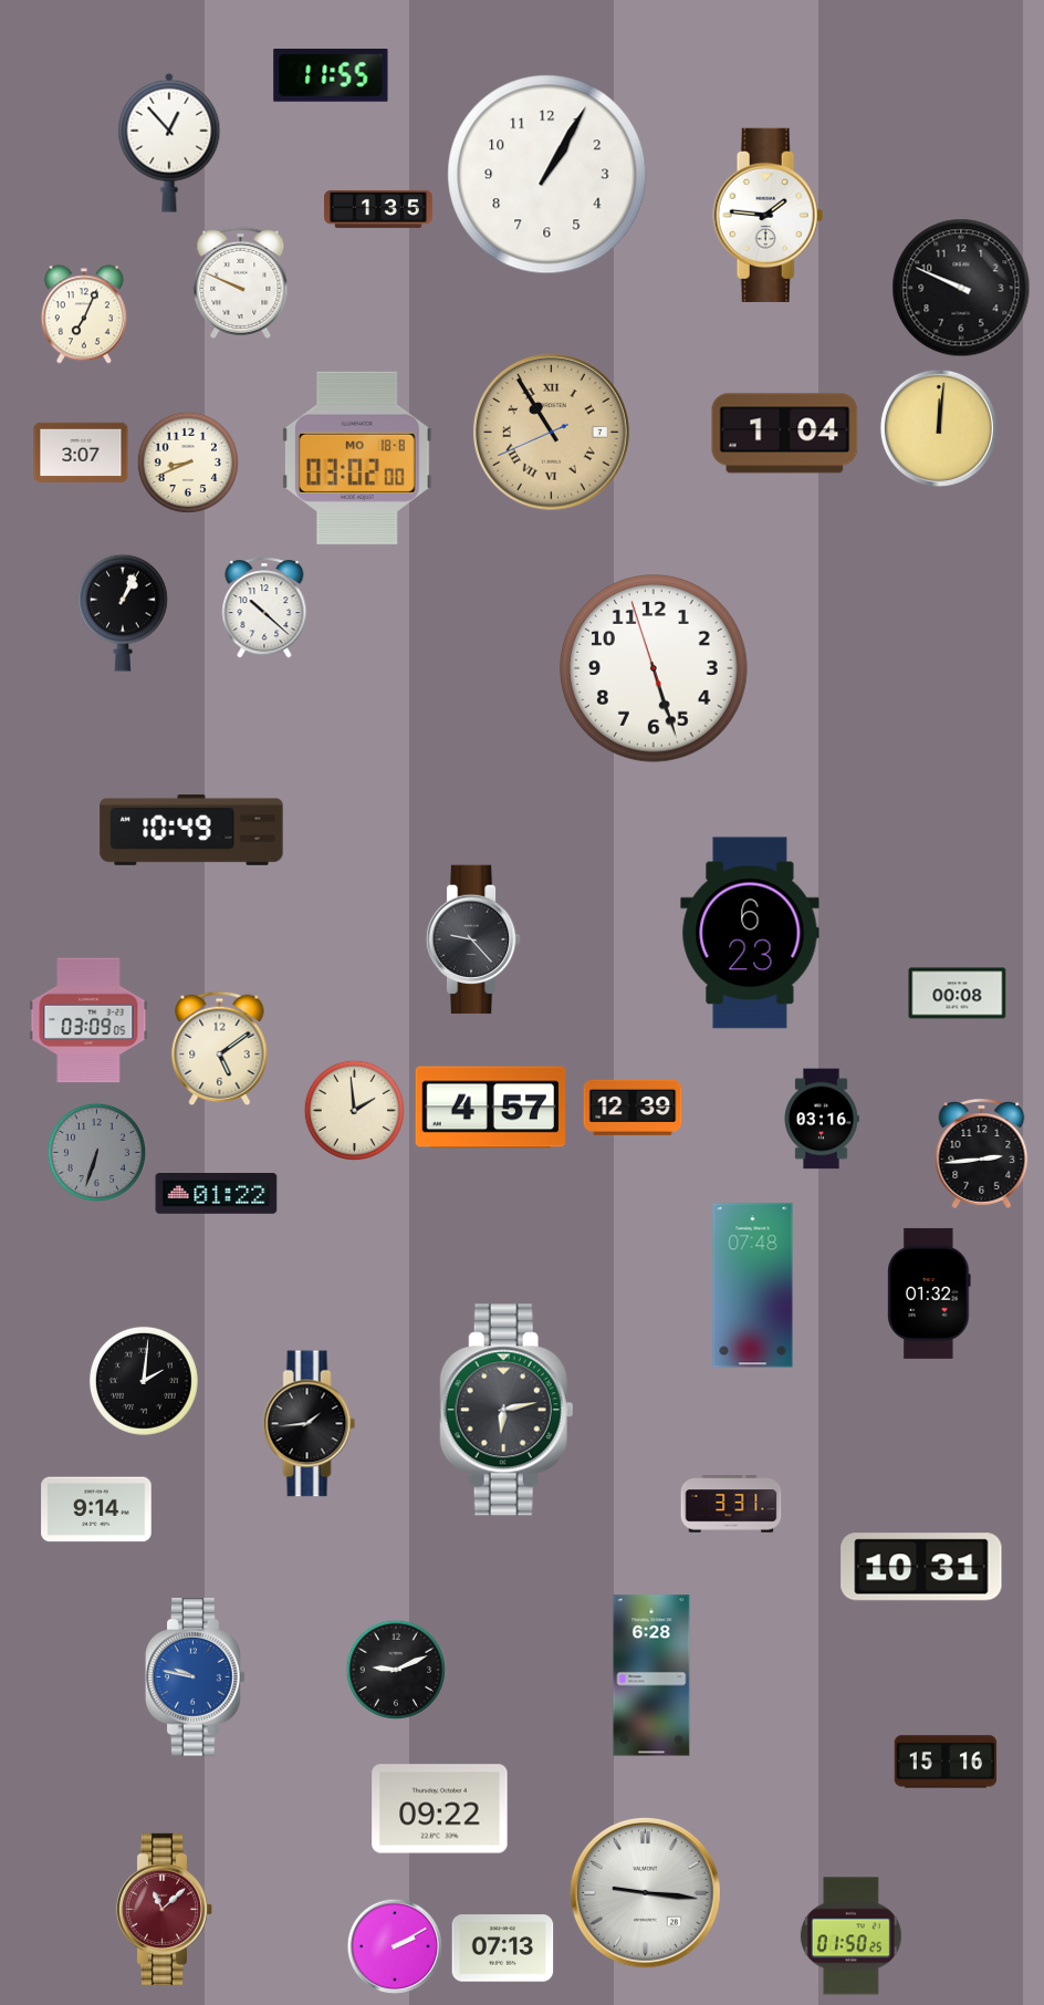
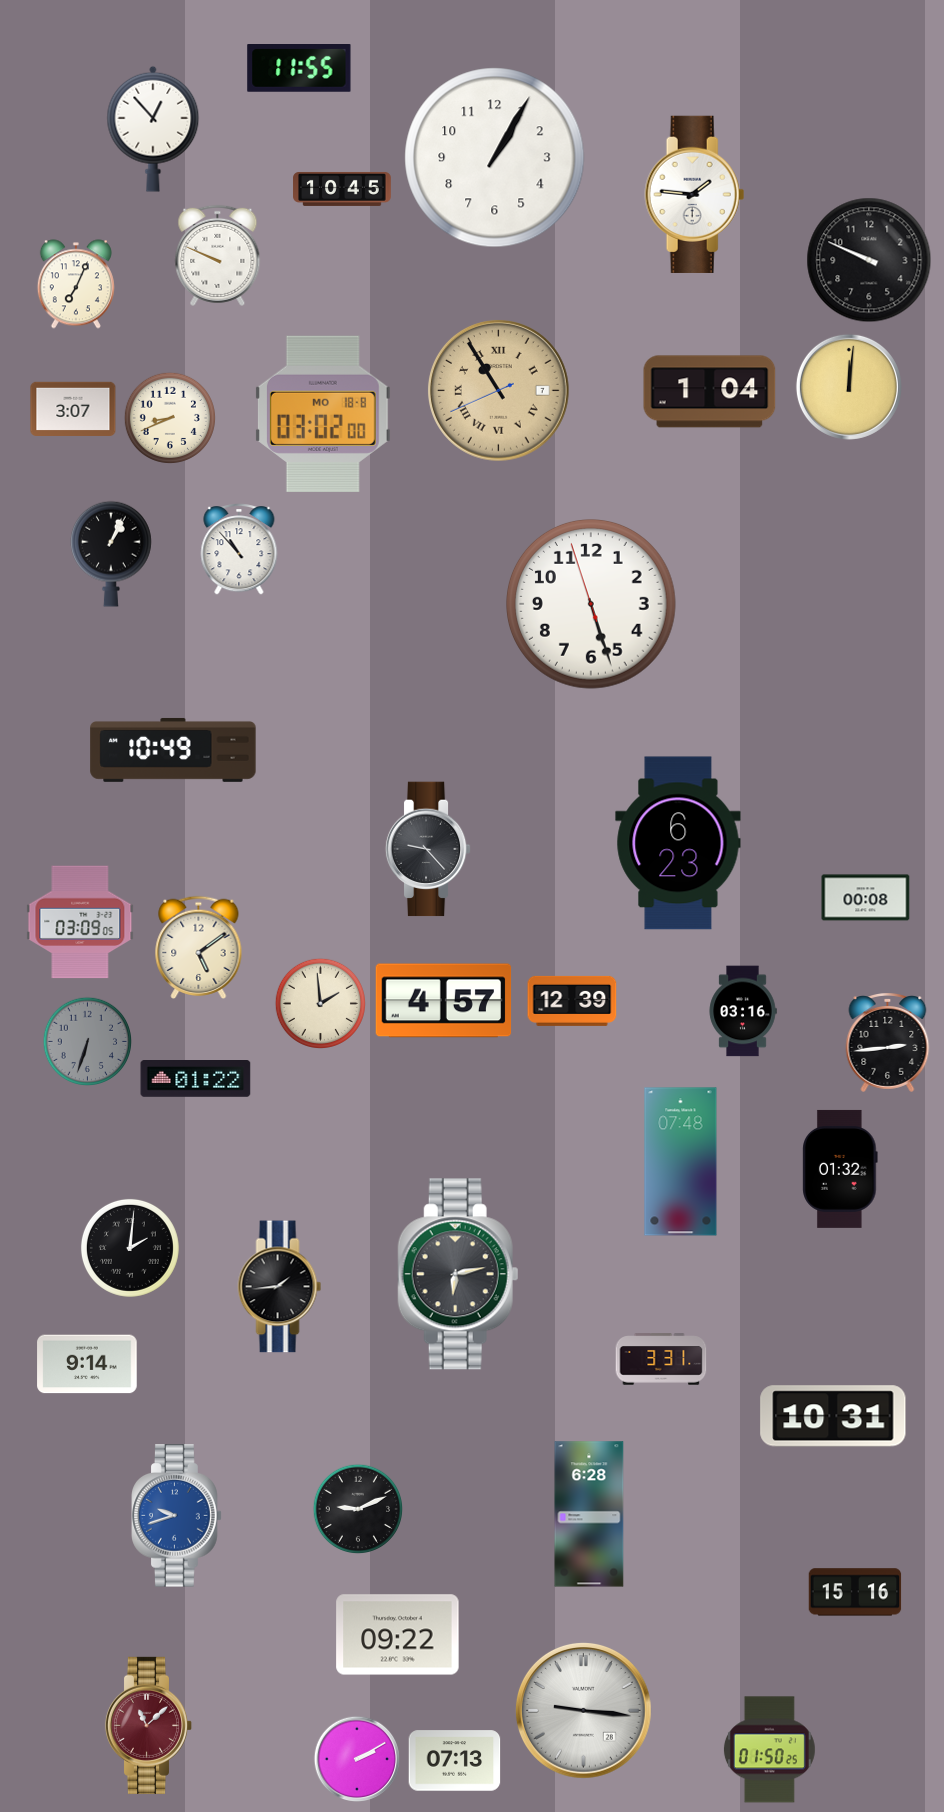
clock at (378, 209): 1:35 -> 10:45
clock at (264, 607): 10:22 -> 10:53
clock at (196, 1677): 9:47 -> 9:42
